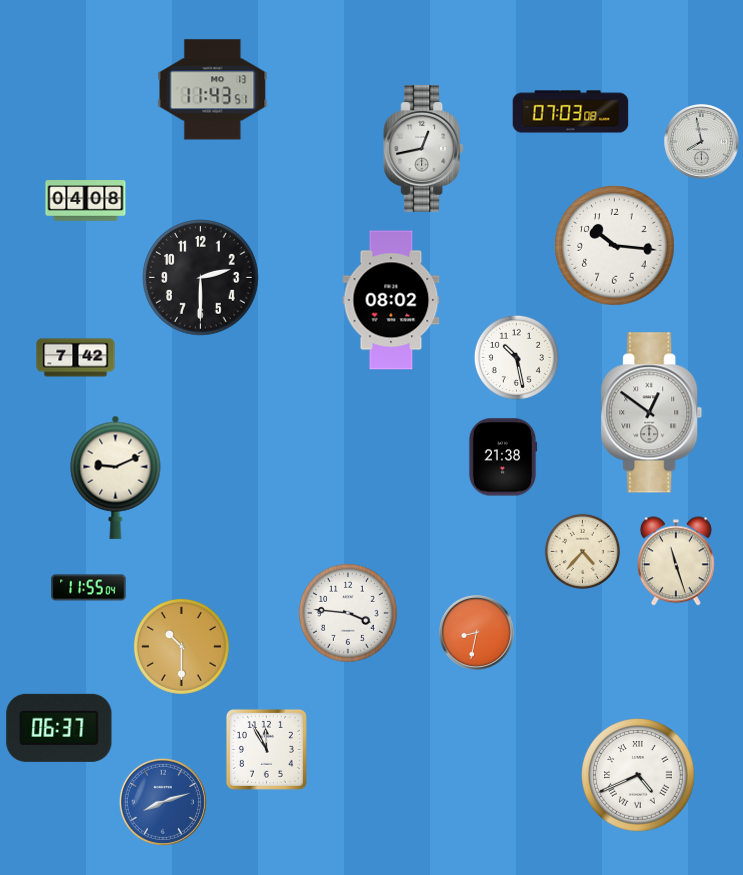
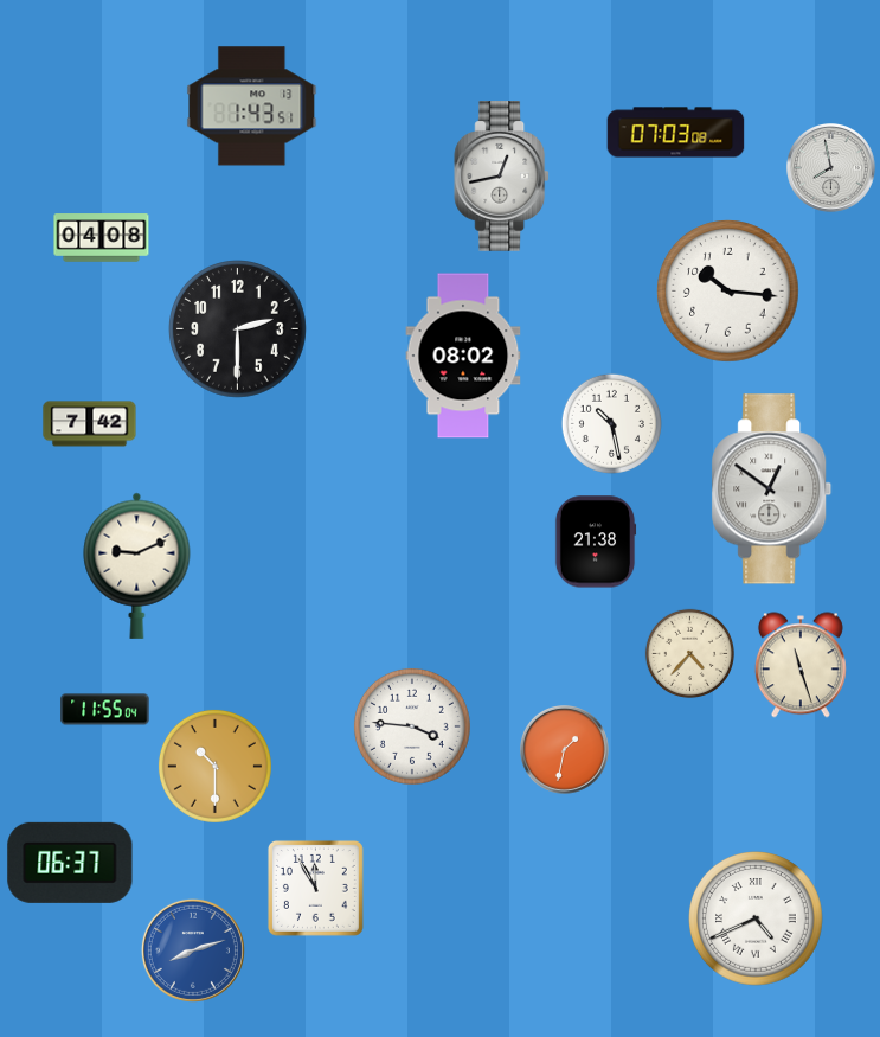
clock at (213, 90): 11:43 -> 1:43
clock at (89, 588) position: (89, 588) -> (105, 710)
clock at (477, 633): 8:32 -> 1:32
